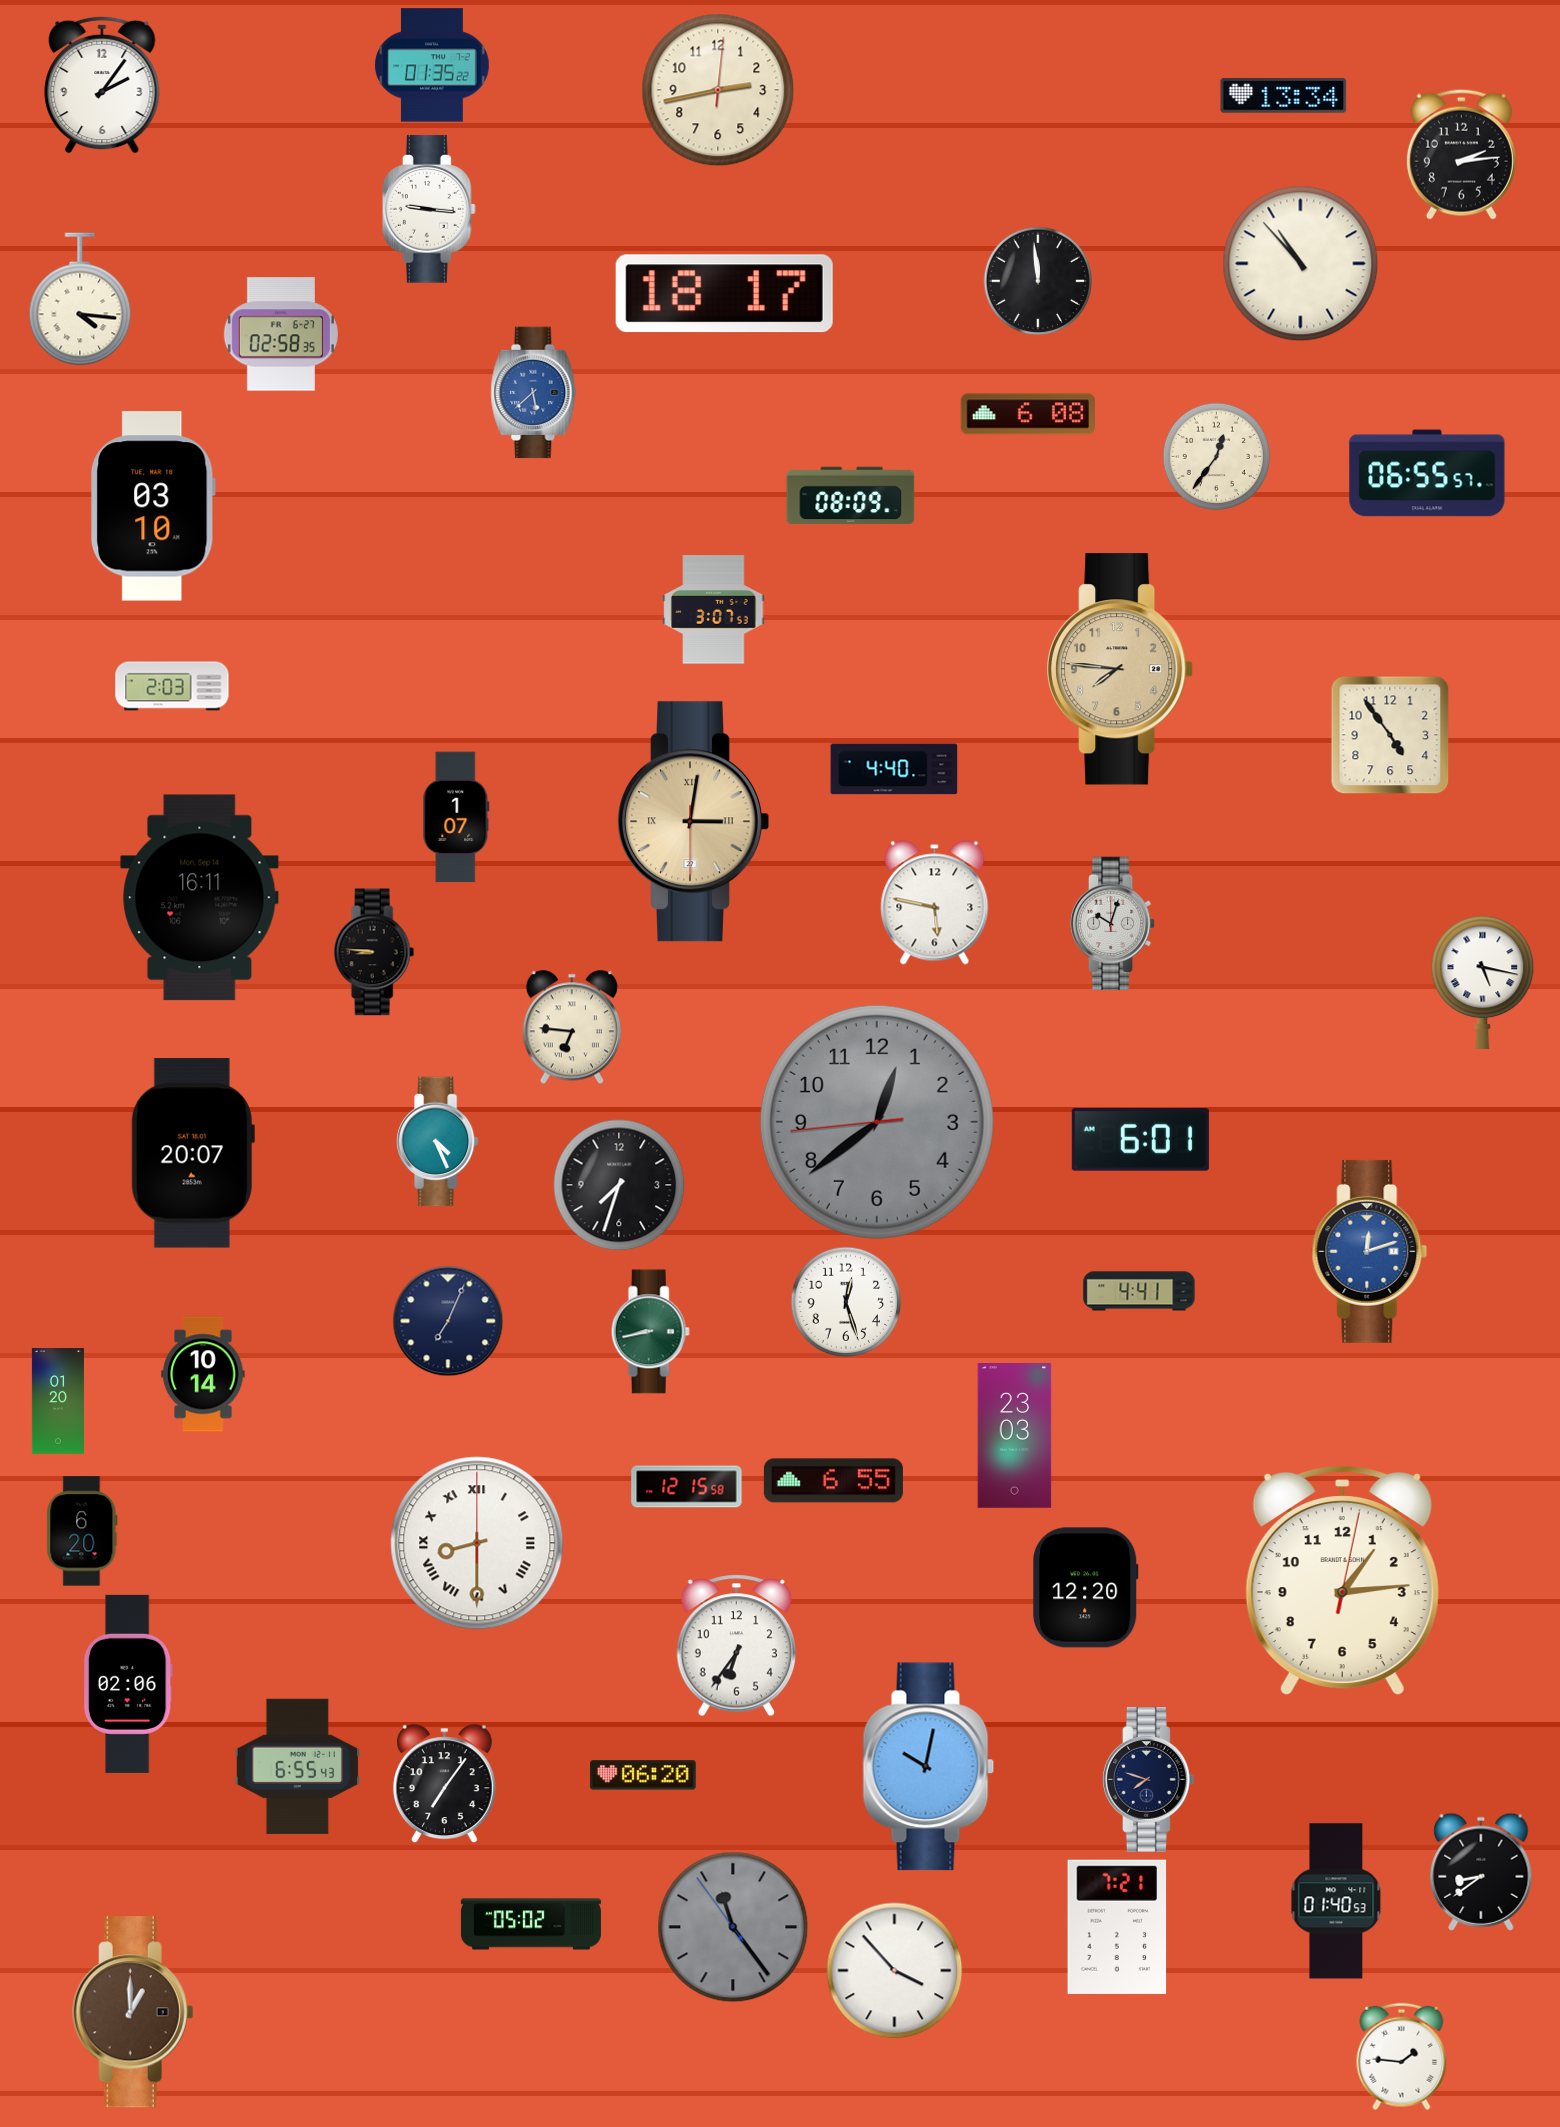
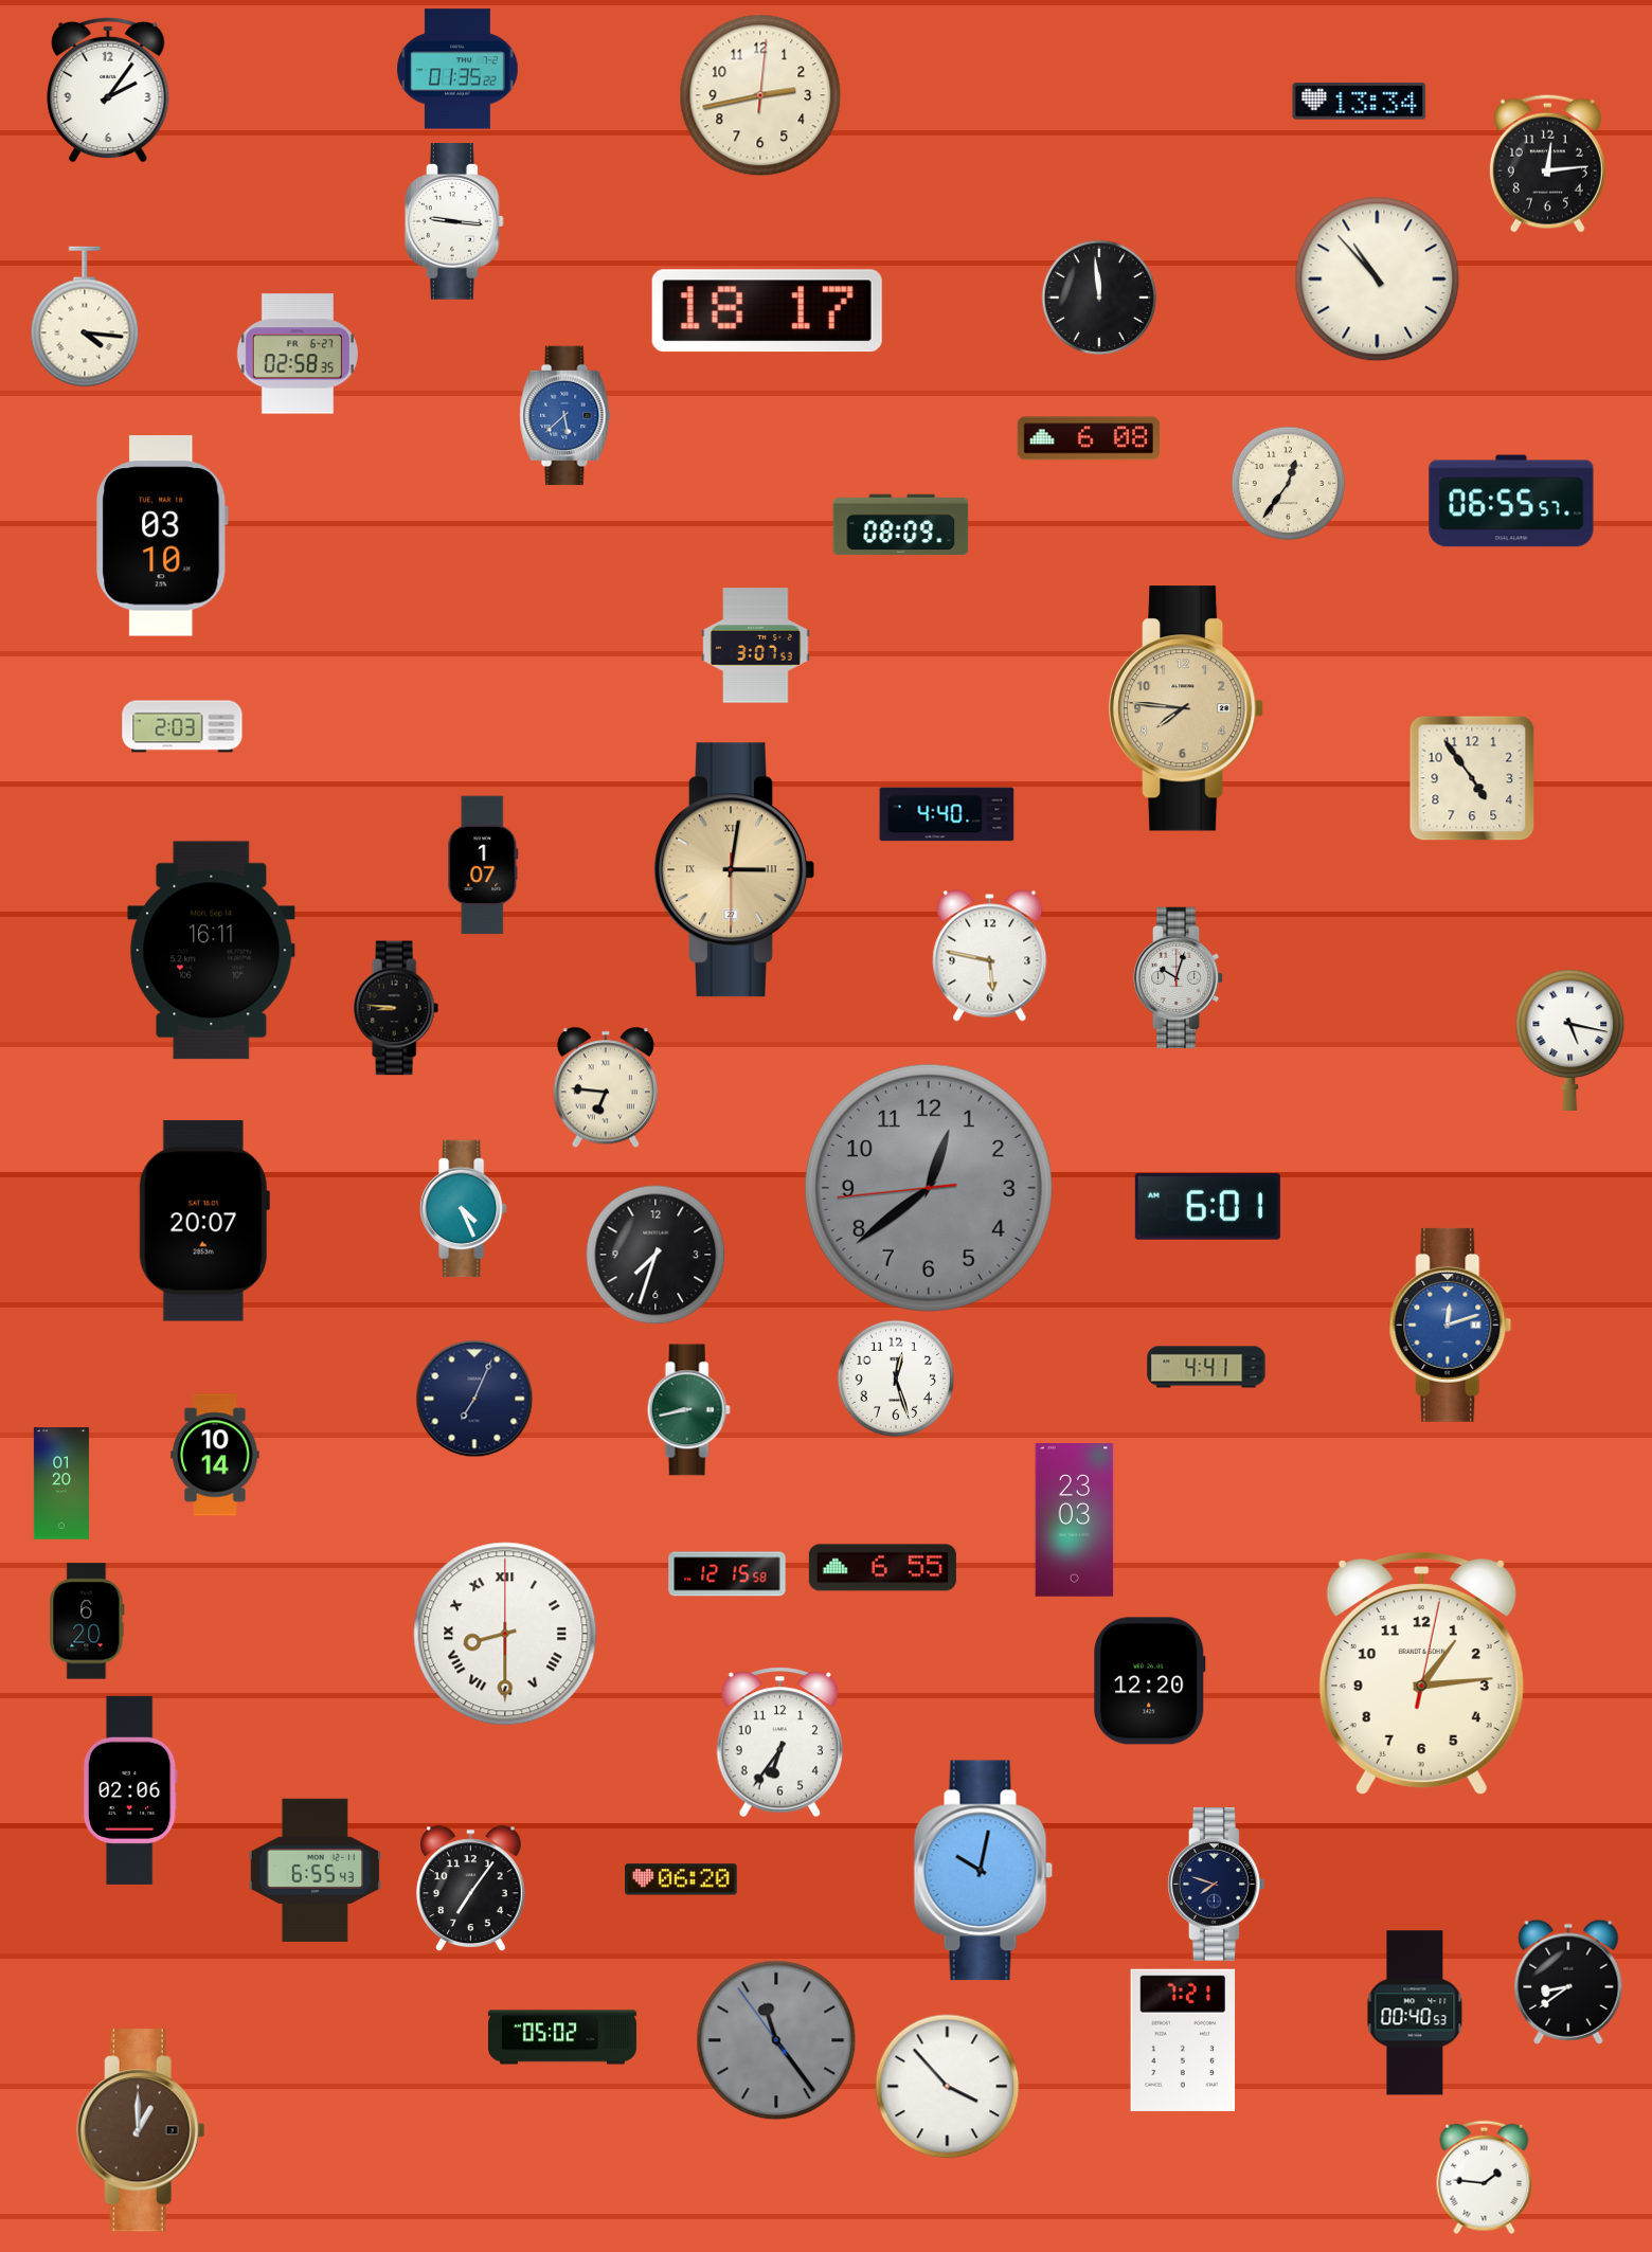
clock at (1461, 154): 2:14 -> 12:14
clock at (128, 1684) position: (128, 1684) -> (130, 1790)
clock at (1336, 1901): 01:40 -> 00:40
